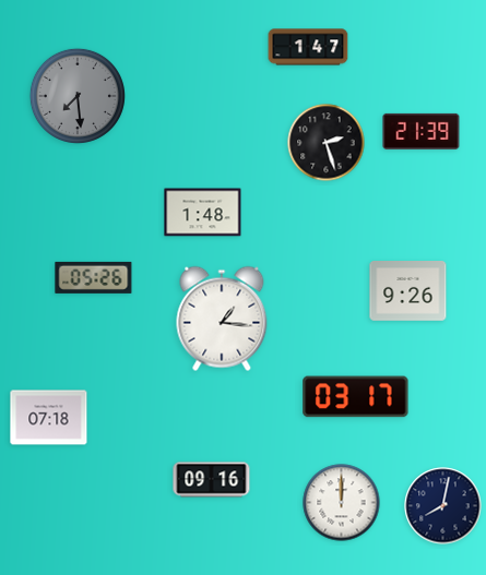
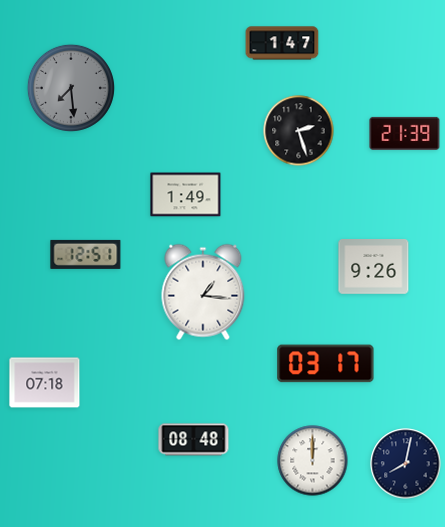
clock at (422, 131) position: (422, 131) -> (405, 133)
clock at (203, 213): 1:48 -> 1:49
clock at (94, 277): 05:26 -> 12:51
clock at (212, 480): 09:16 -> 08:48
